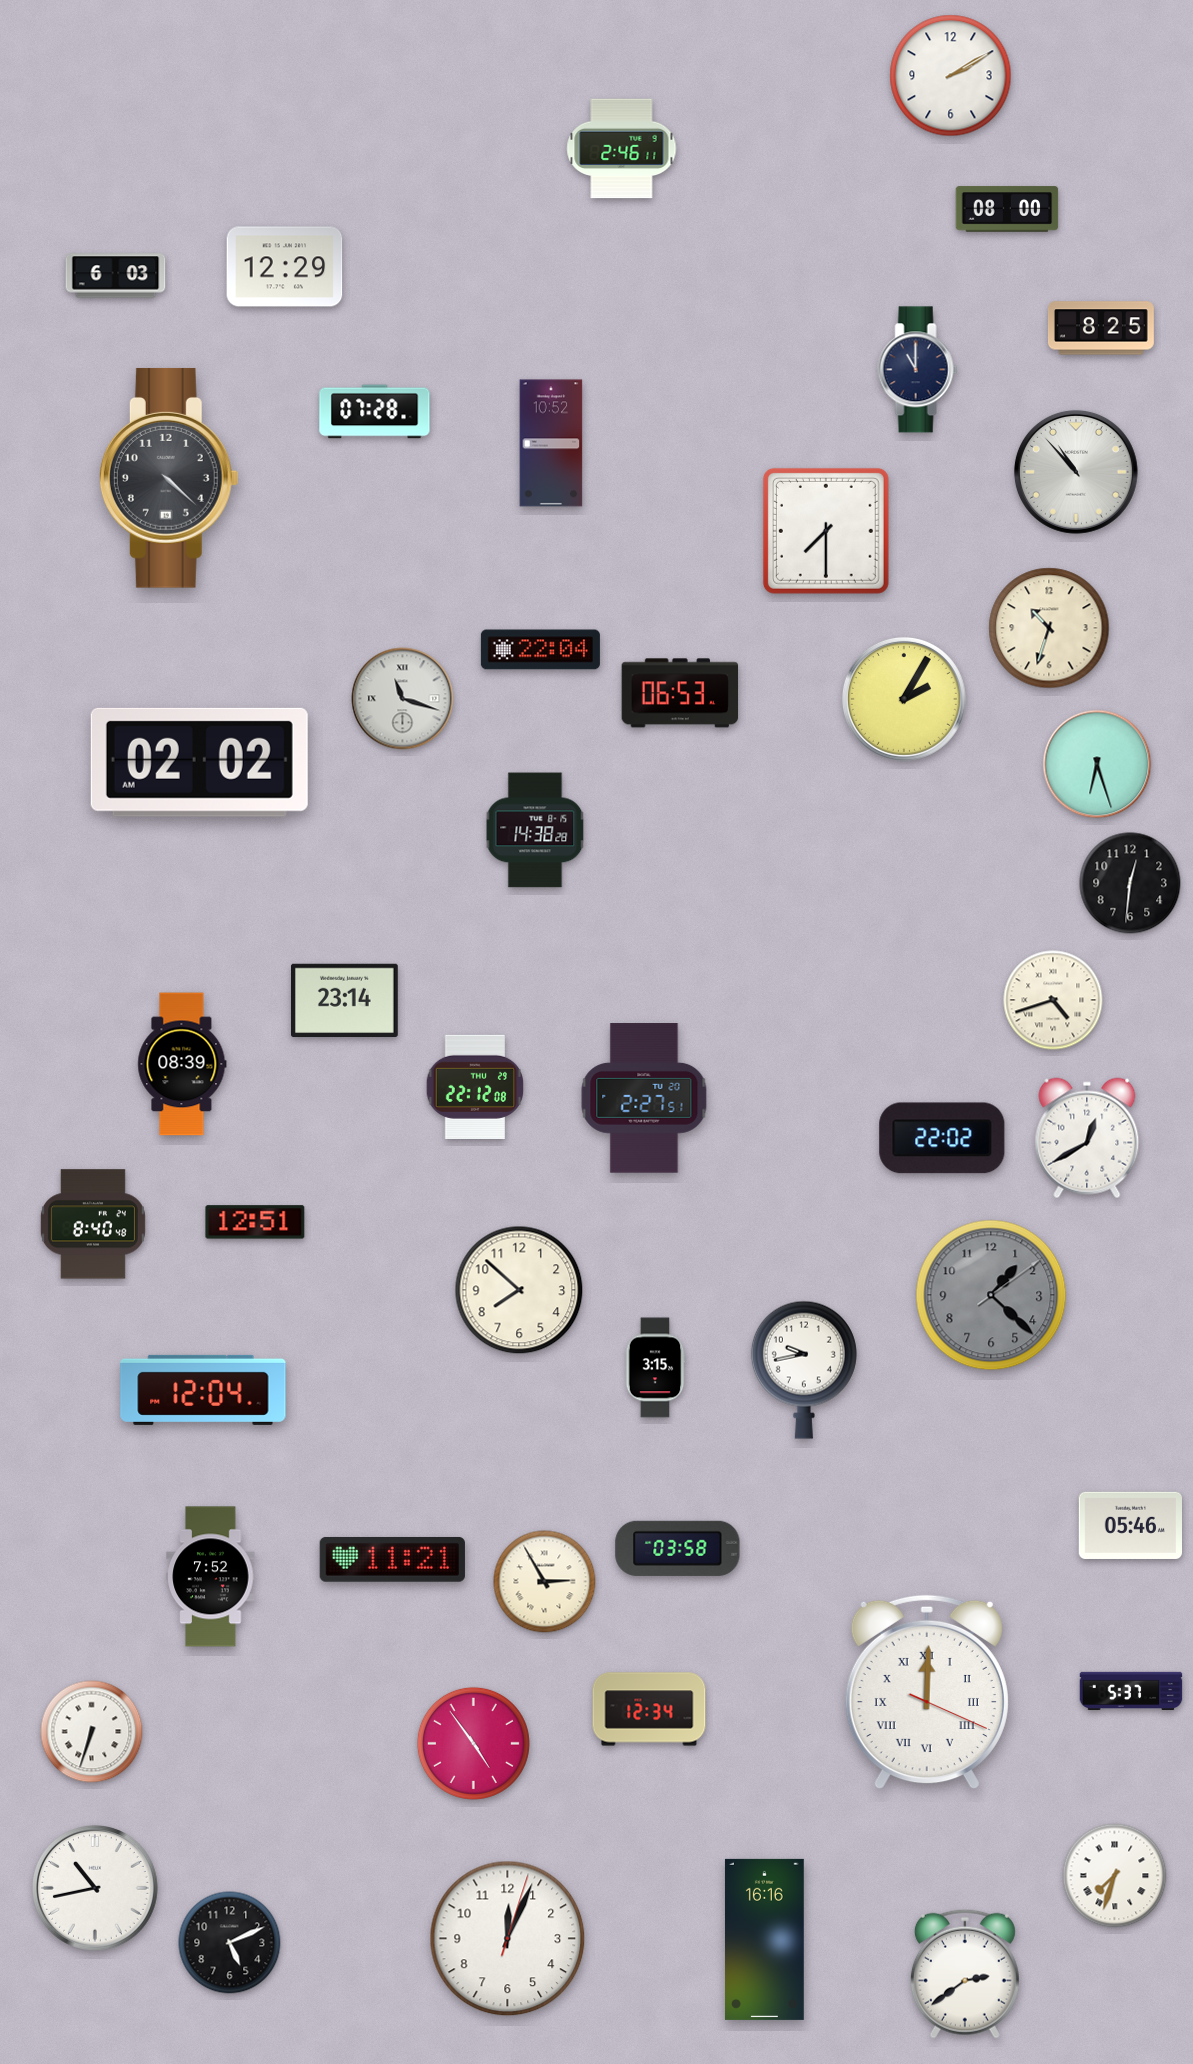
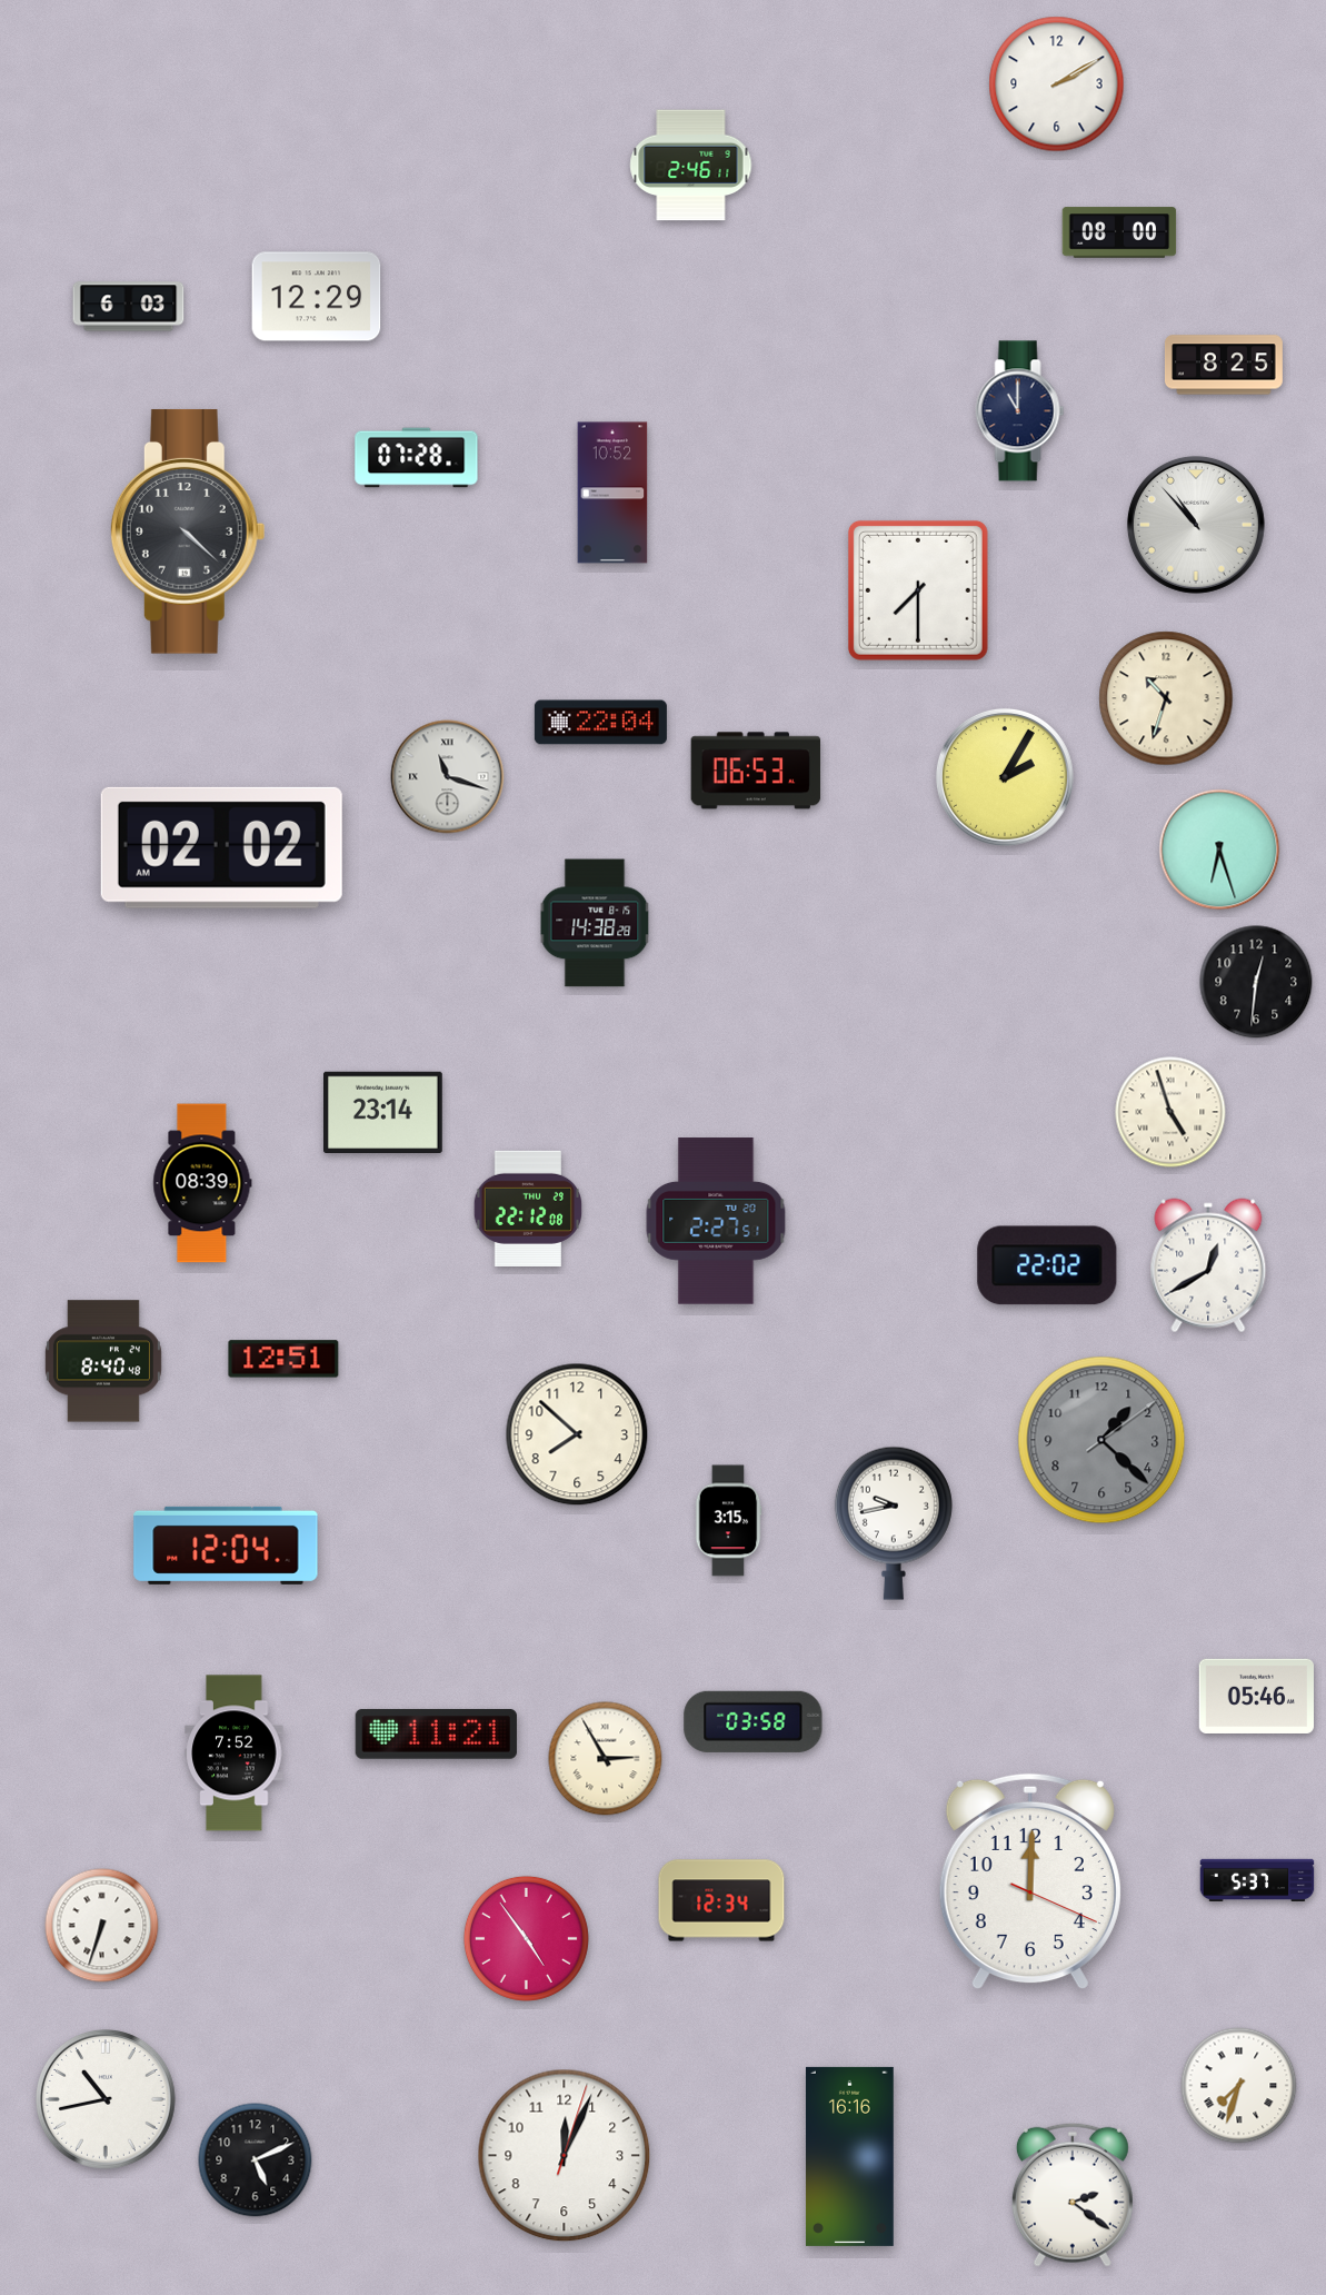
clock at (1053, 1000): 4:42 -> 4:57
clock at (927, 1692) numerals: Roman -> Arabic
clock at (965, 1974): 2:39 -> 2:21
